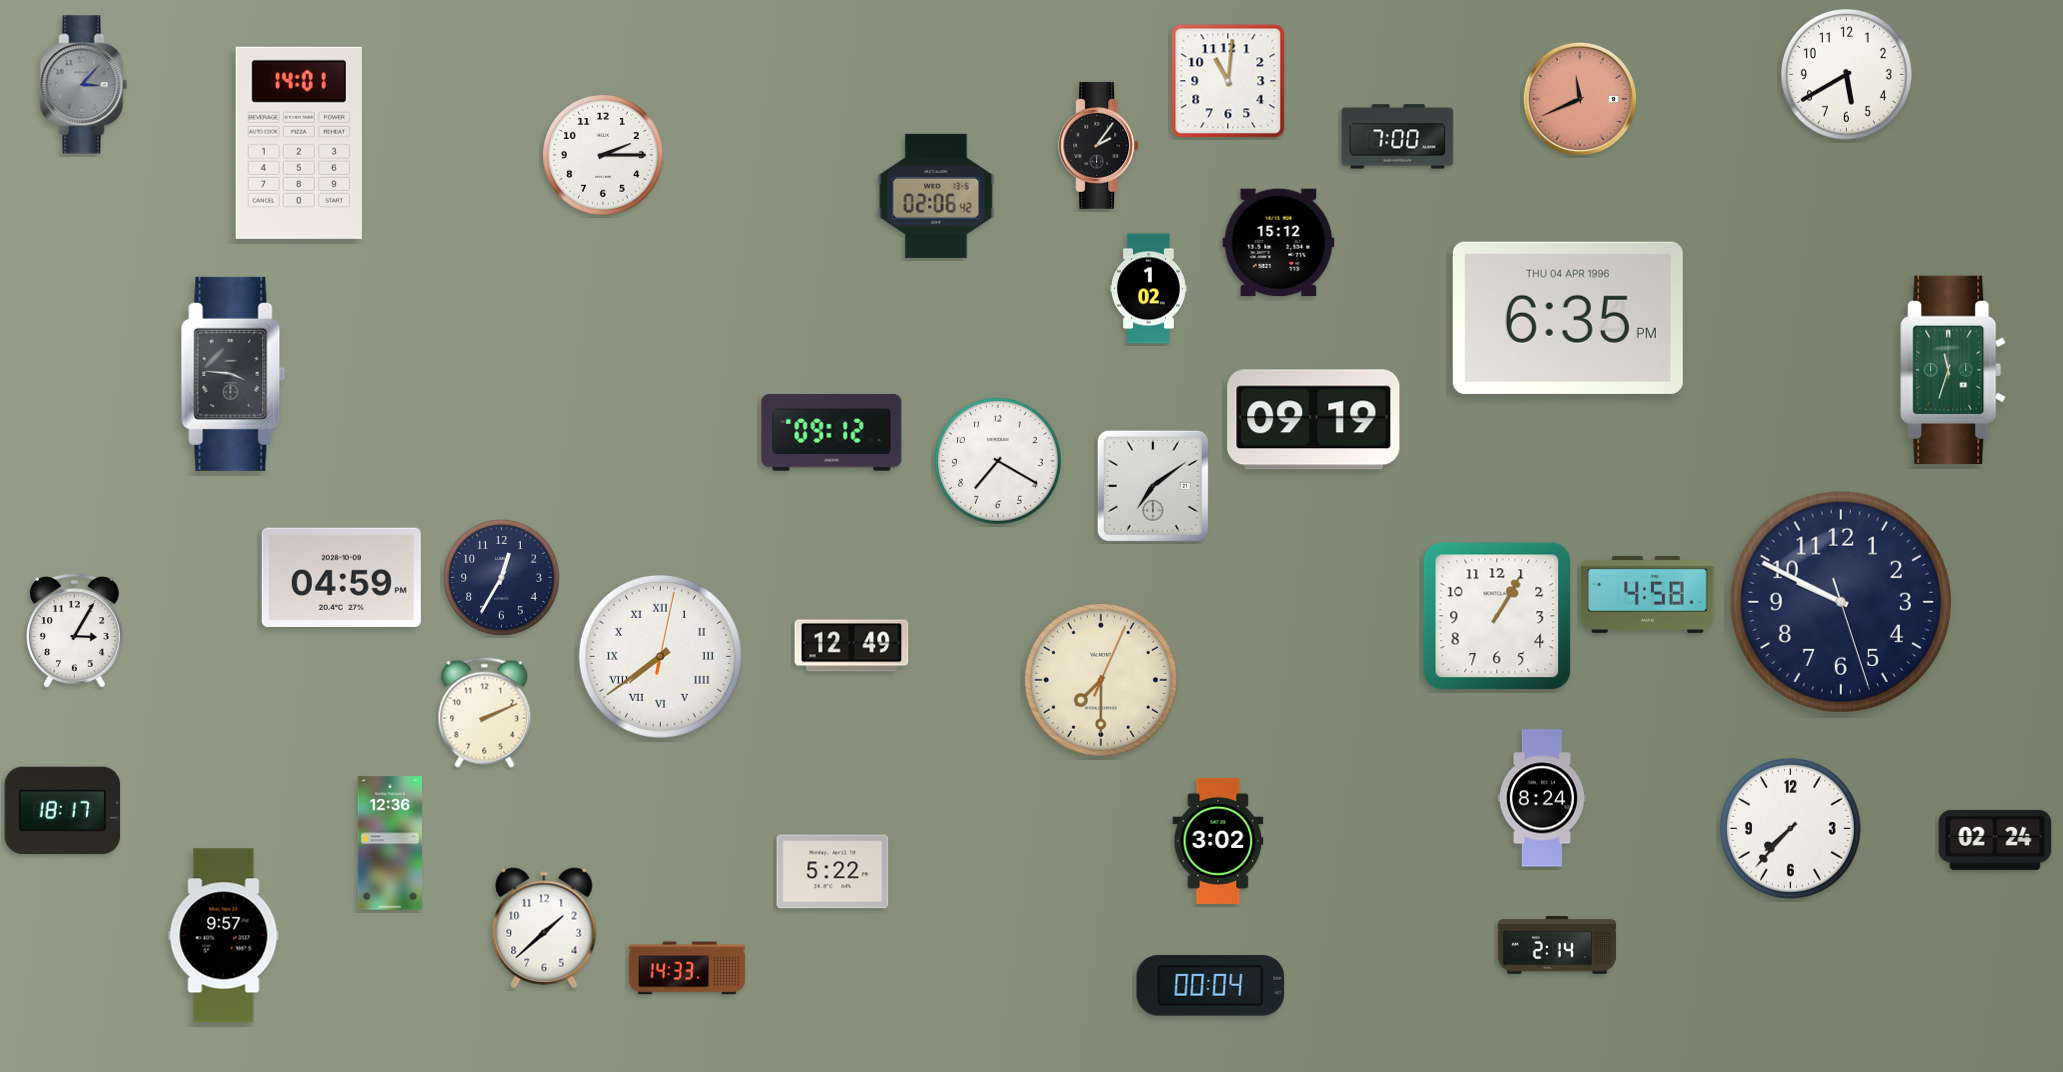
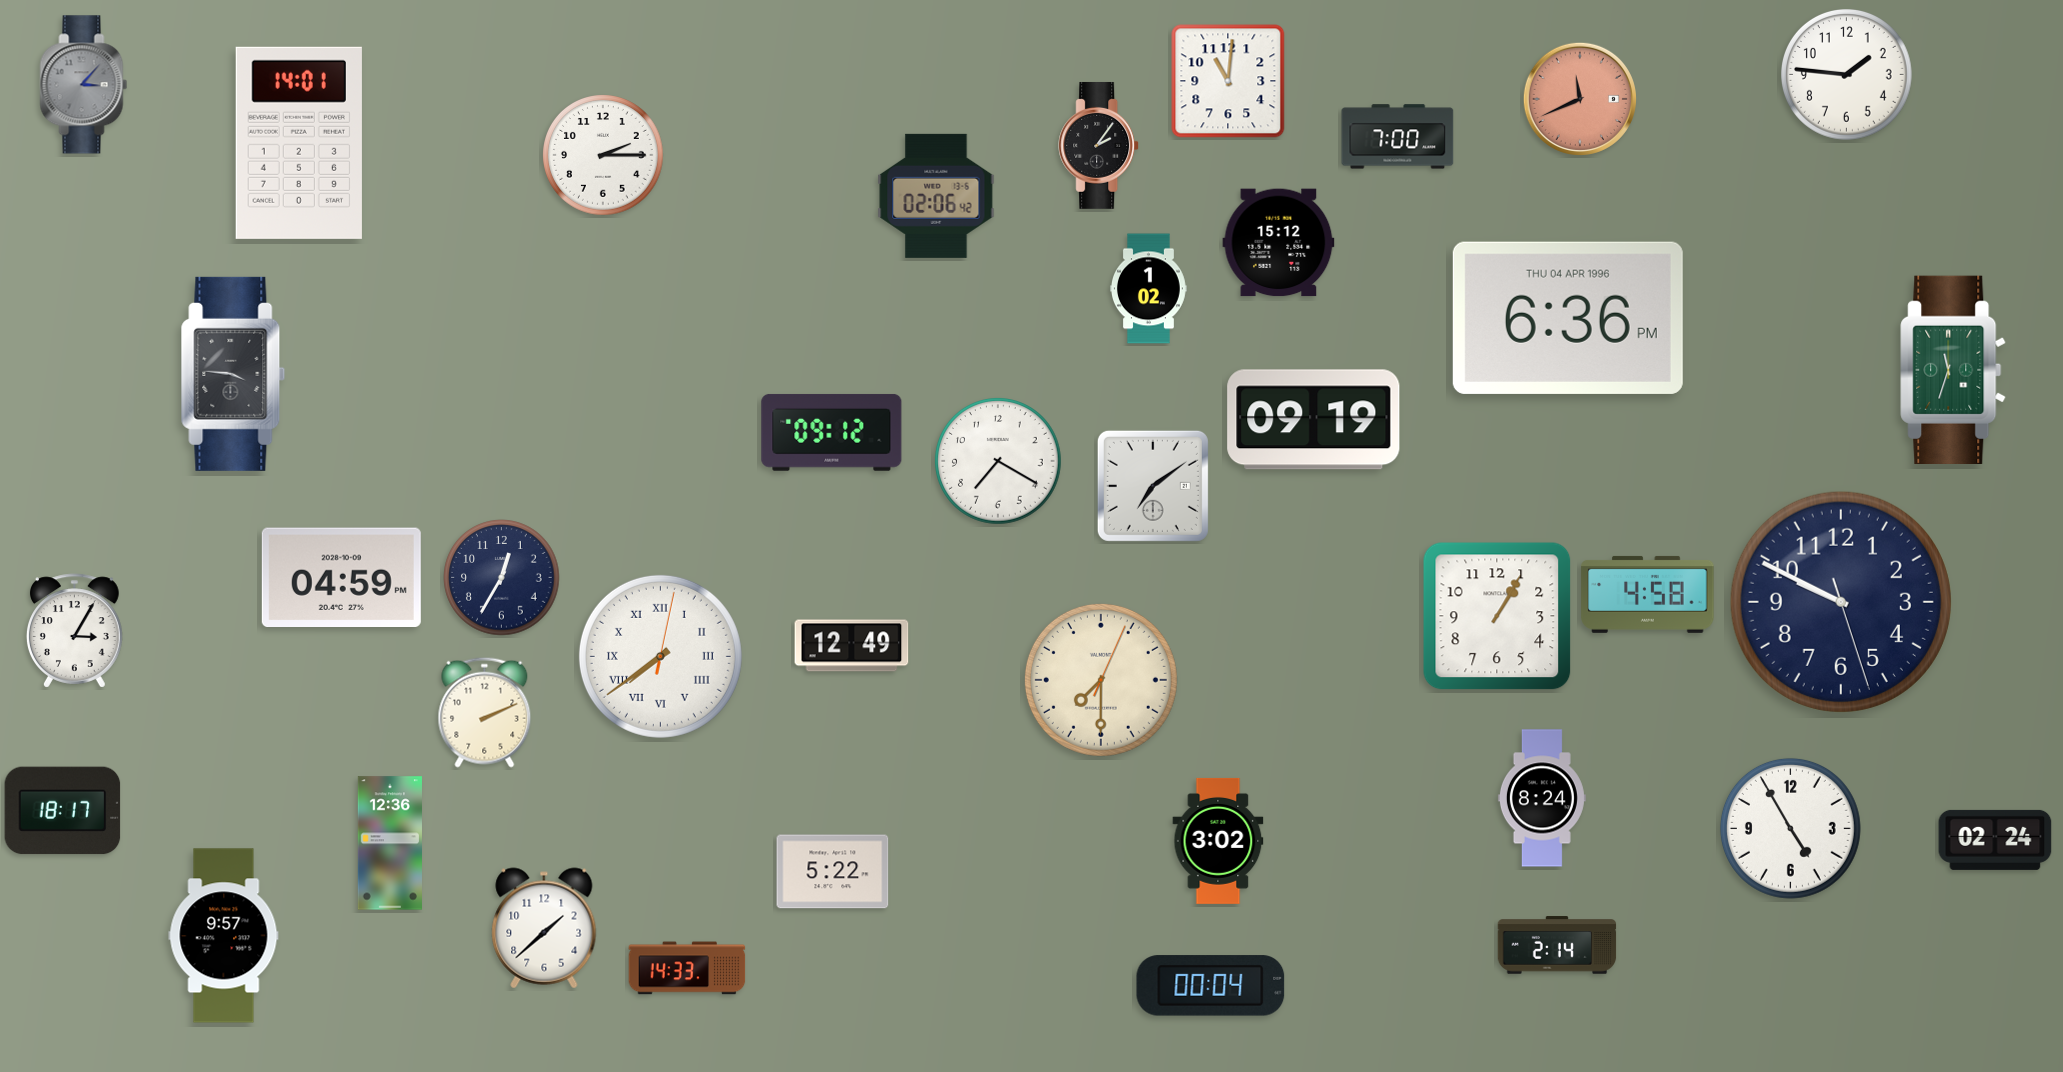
clock at (1847, 75): 5:40 -> 1:46
clock at (1568, 318): 6:35 -> 6:36
clock at (1790, 828): 7:37 -> 4:55
